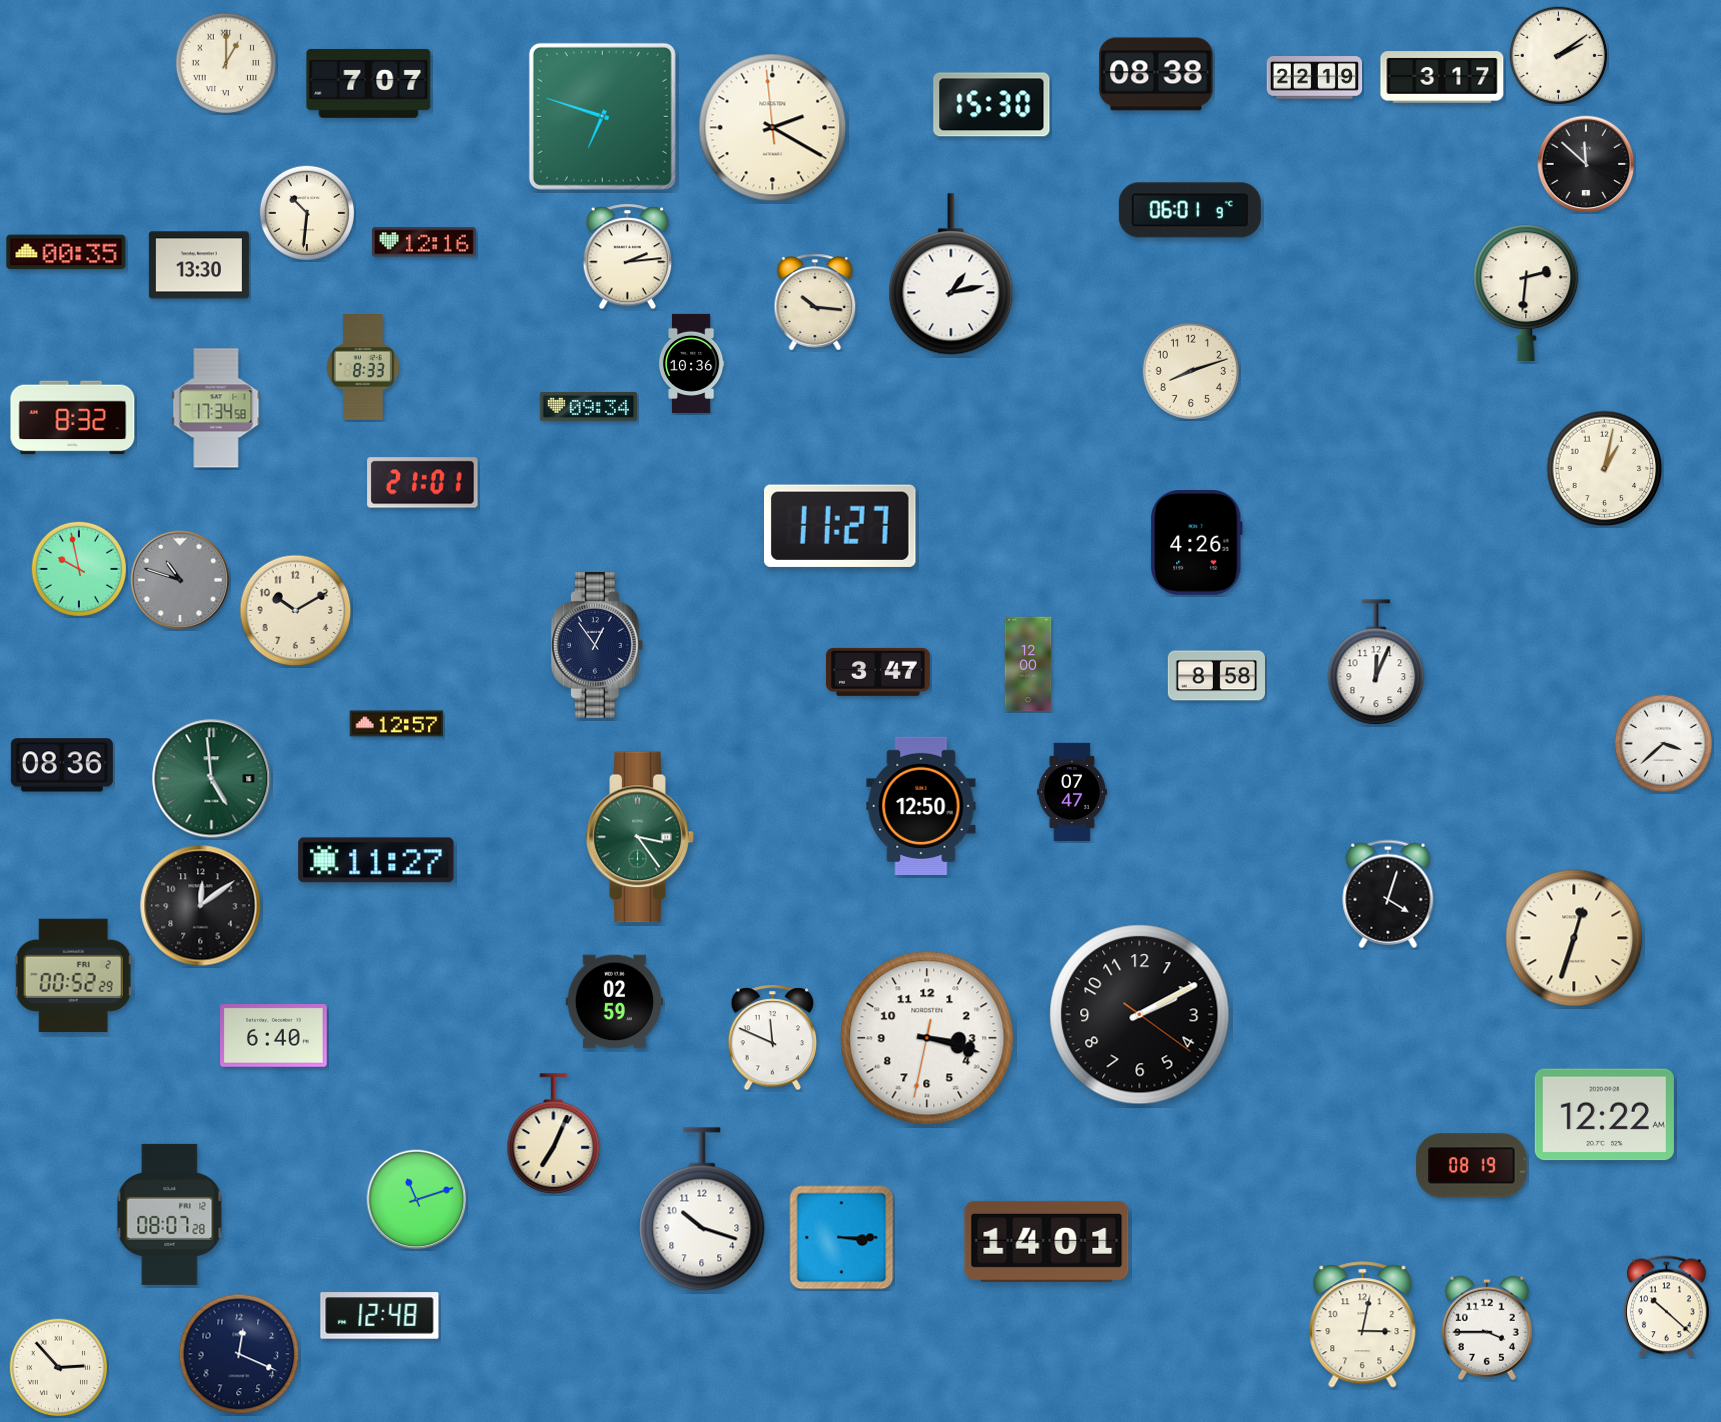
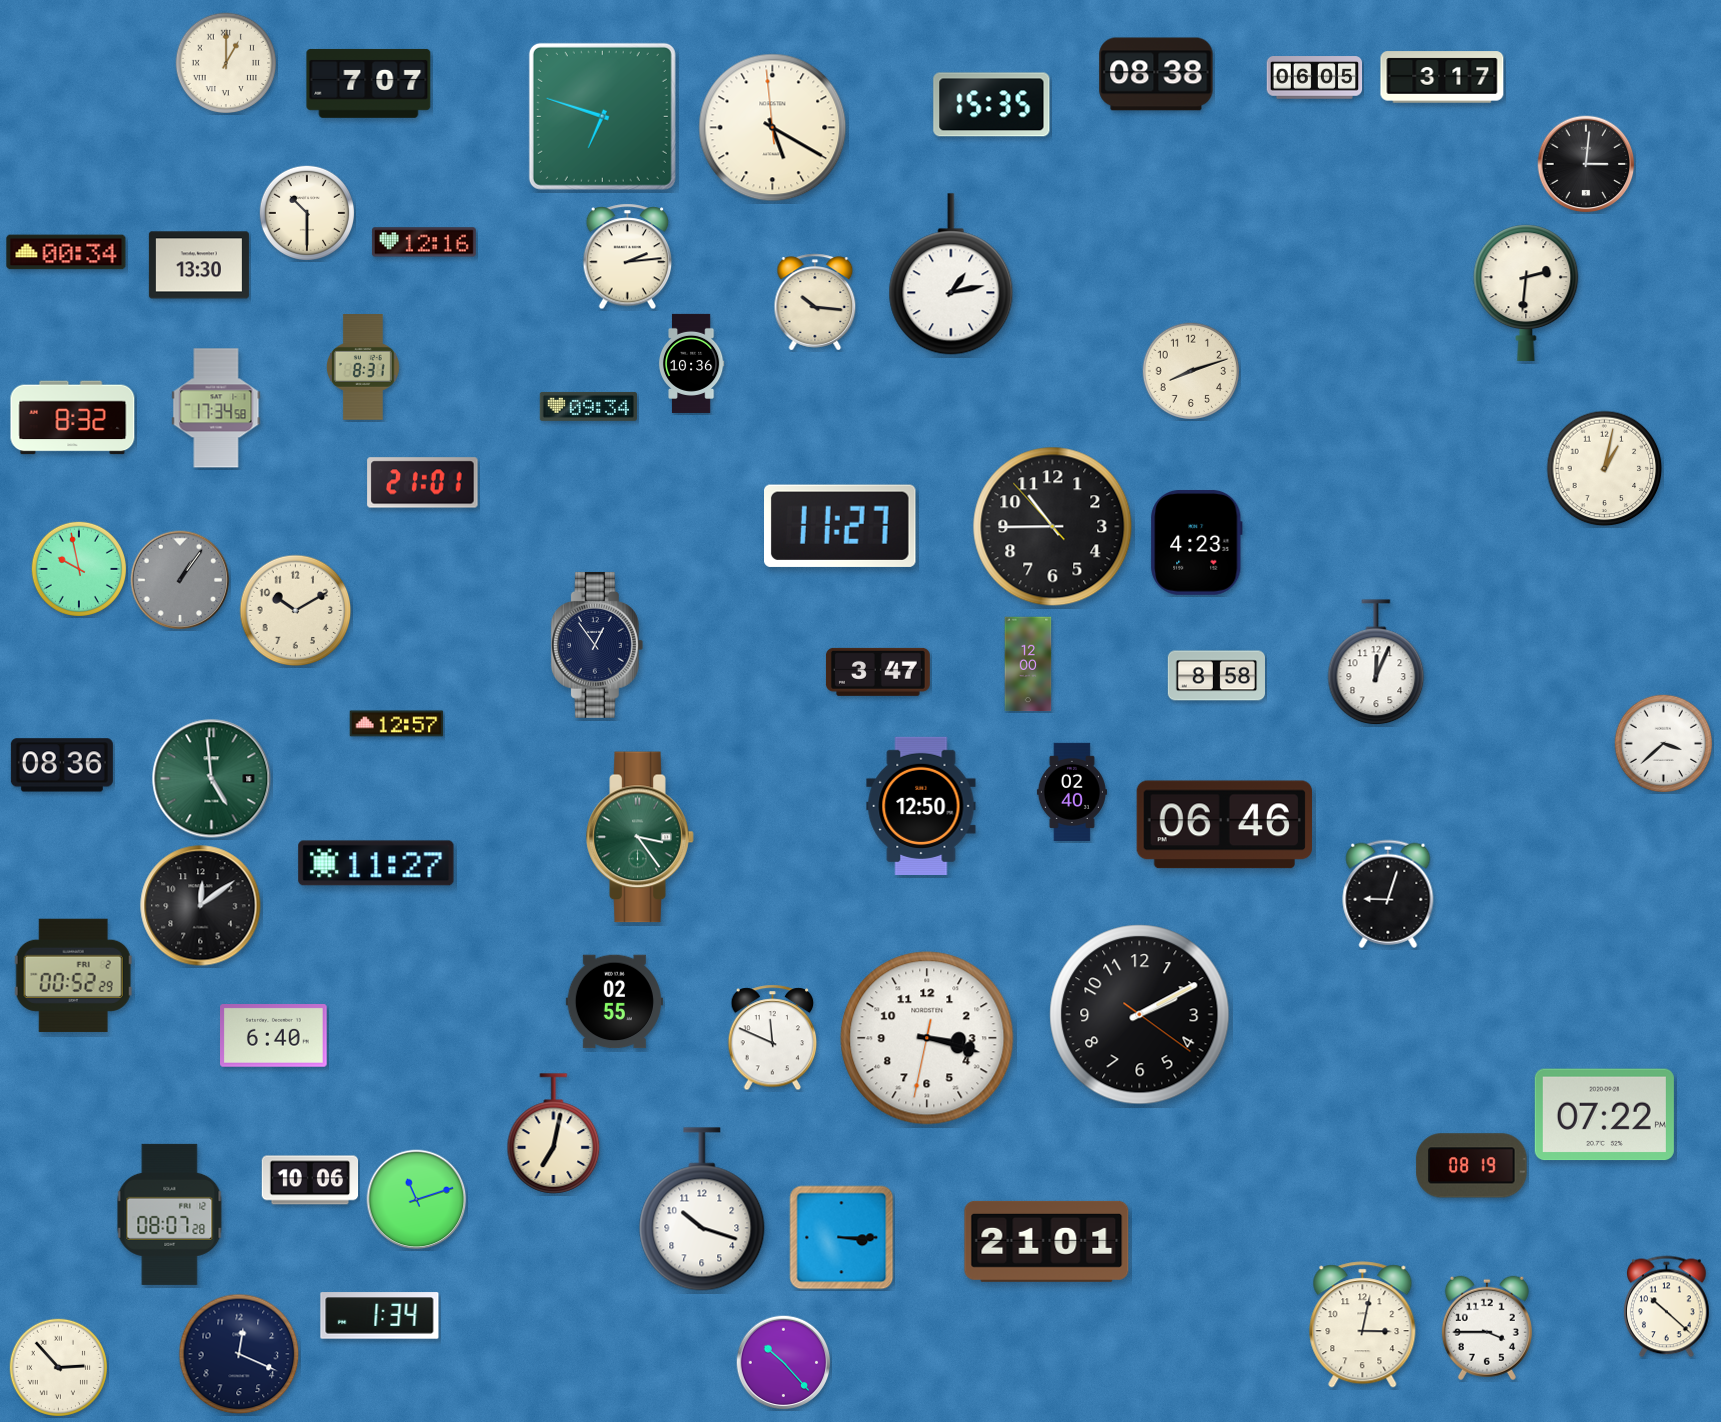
clock at (1558, 55): 2:09 -> none
clock at (1315, 78): 22:19 -> 06:05
clock at (992, 105): 15:30 -> 15:35
clock at (773, 128): 2:19 -> 5:19
clock at (1586, 164): 11:52 -> 3:01
clock at (1190, 210): 06:01 -> none
clock at (306, 212): 10:31 -> 10:30
clock at (66, 252): 00:35 -> 00:34
clock at (363, 368): 8:33 -> 8:31
clock at (1053, 527): none -> 10:44
clock at (1197, 542): 4:26 -> 4:23
clock at (180, 580): 10:48 -> 1:06
clock at (1072, 791): 07:47 -> 02:40
clock at (1224, 825): none -> 06:46
clock at (376, 860) position: (376, 860) -> (376, 863)
clock at (1388, 894): 4:03 -> 9:03
clock at (1574, 938): 12:33 -> none
clock at (614, 1002): 02:59 -> 02:55
clock at (1604, 1115): 12:22 -> 07:22
clock at (554, 1134): 7:04 -> 7:02
clock at (310, 1180): none -> 10:06
clock at (1047, 1241): 14:01 -> 21:01
clock at (380, 1316): 12:48 -> 1:34
clock at (783, 1362): none -> 10:23
